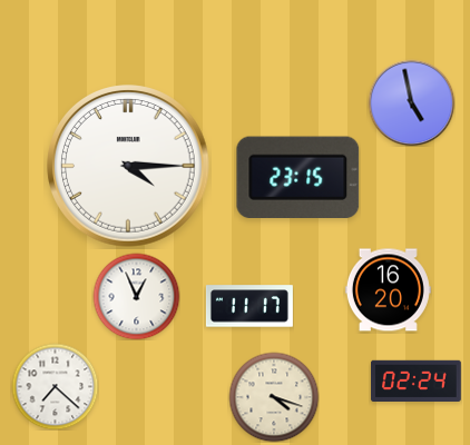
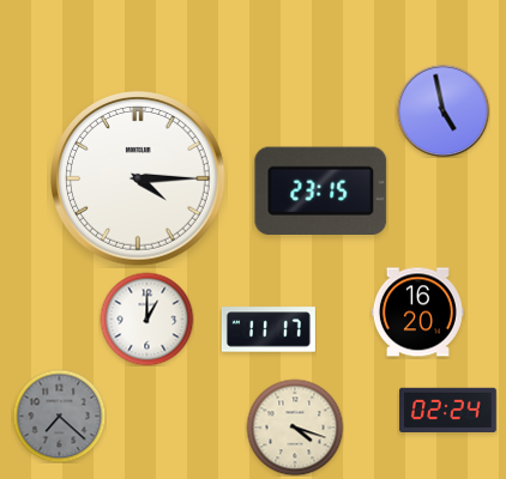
clock at (136, 296): 12:56 -> 1:00
clock at (55, 386) dial: white -> grey
